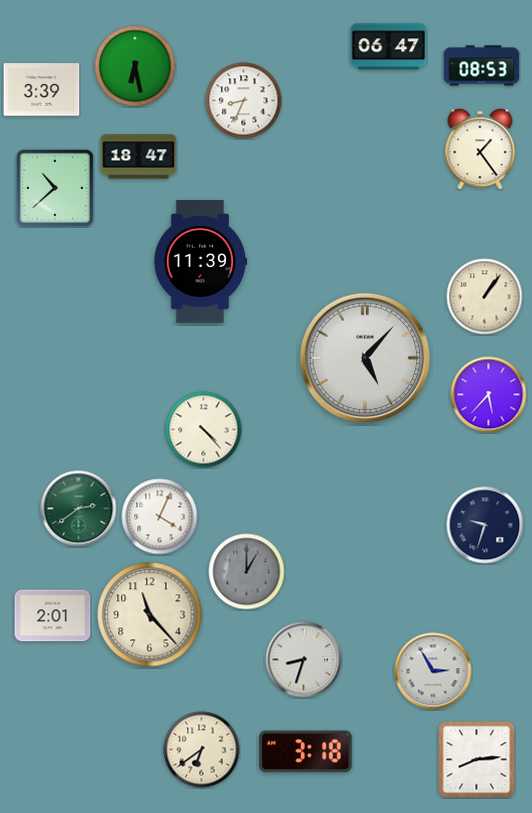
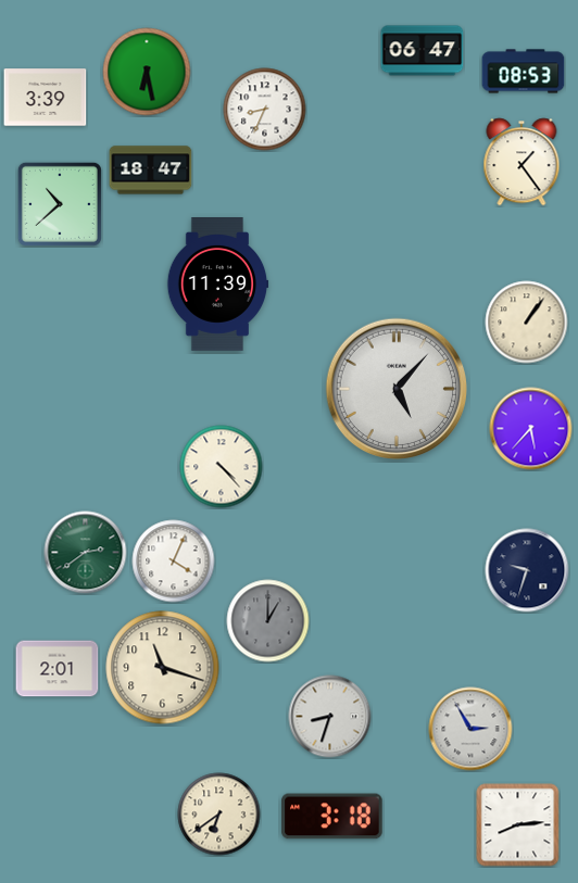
clock at (150, 615): 11:23 -> 11:18
